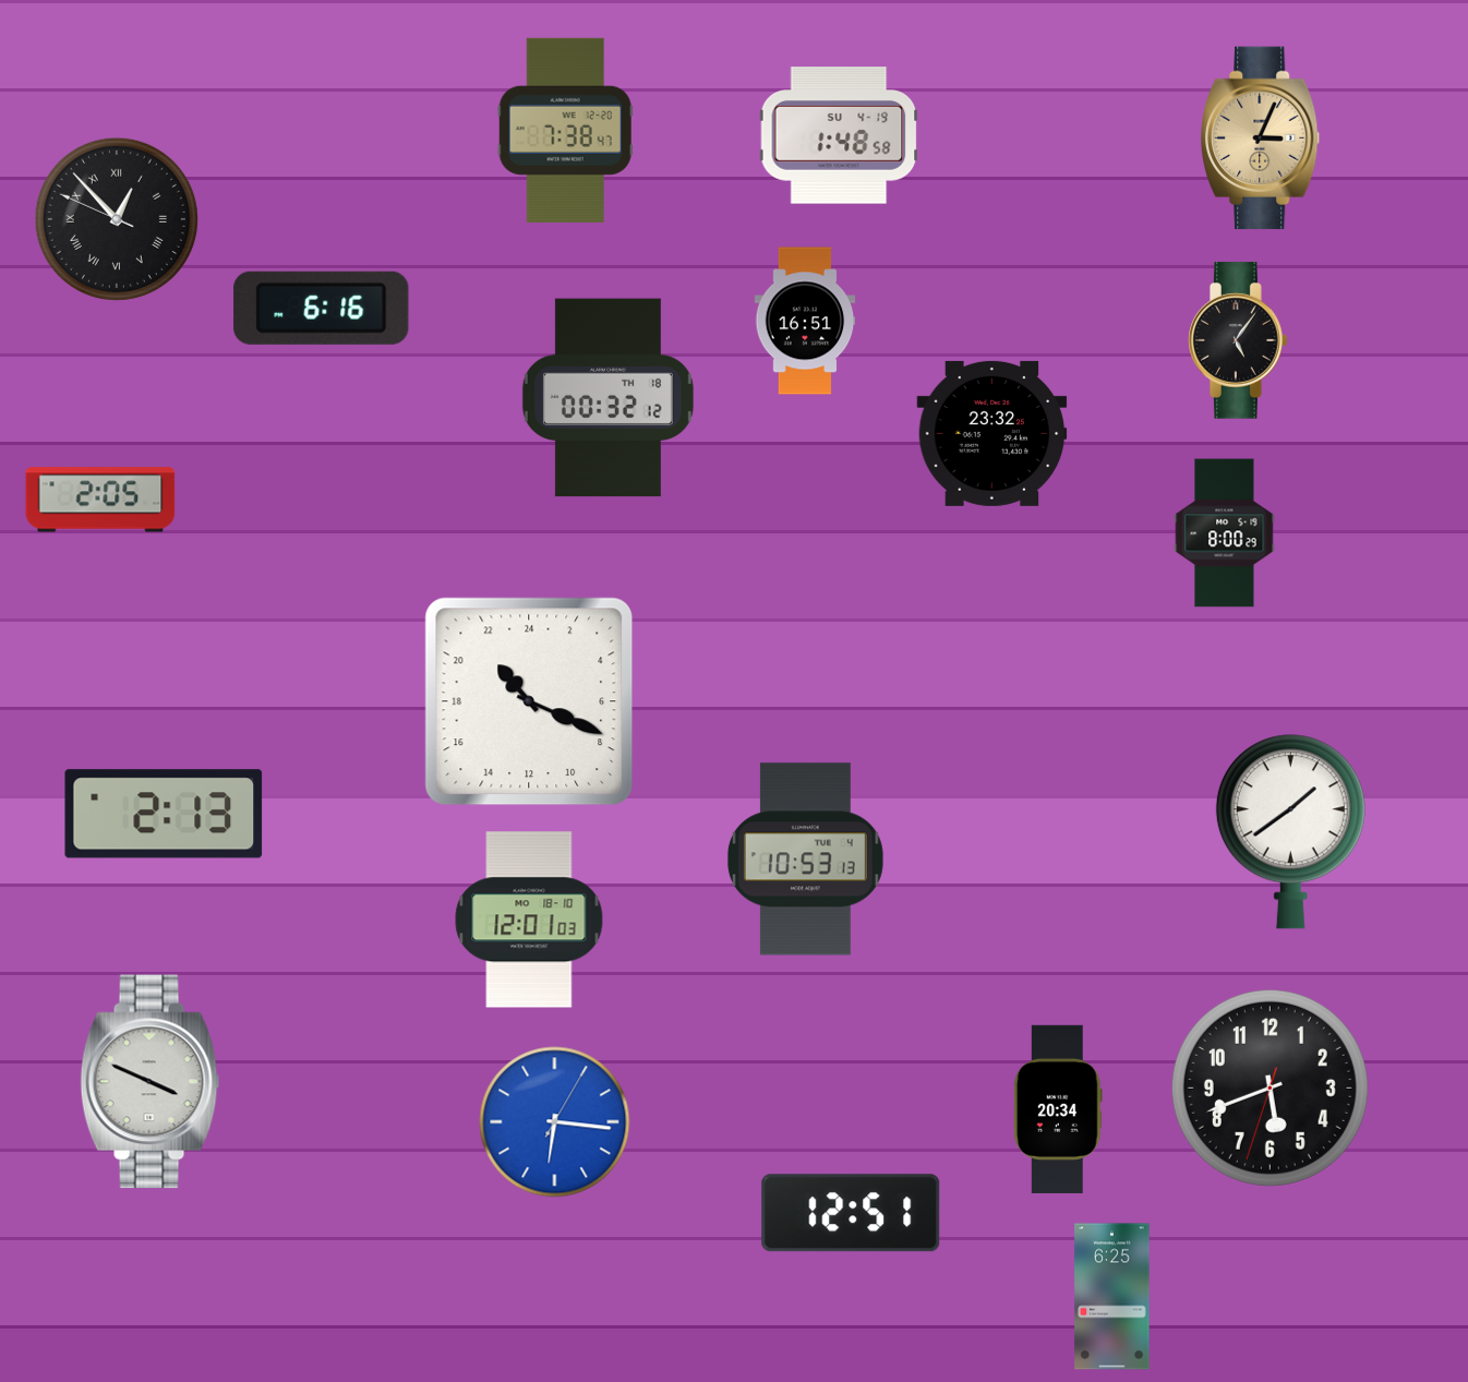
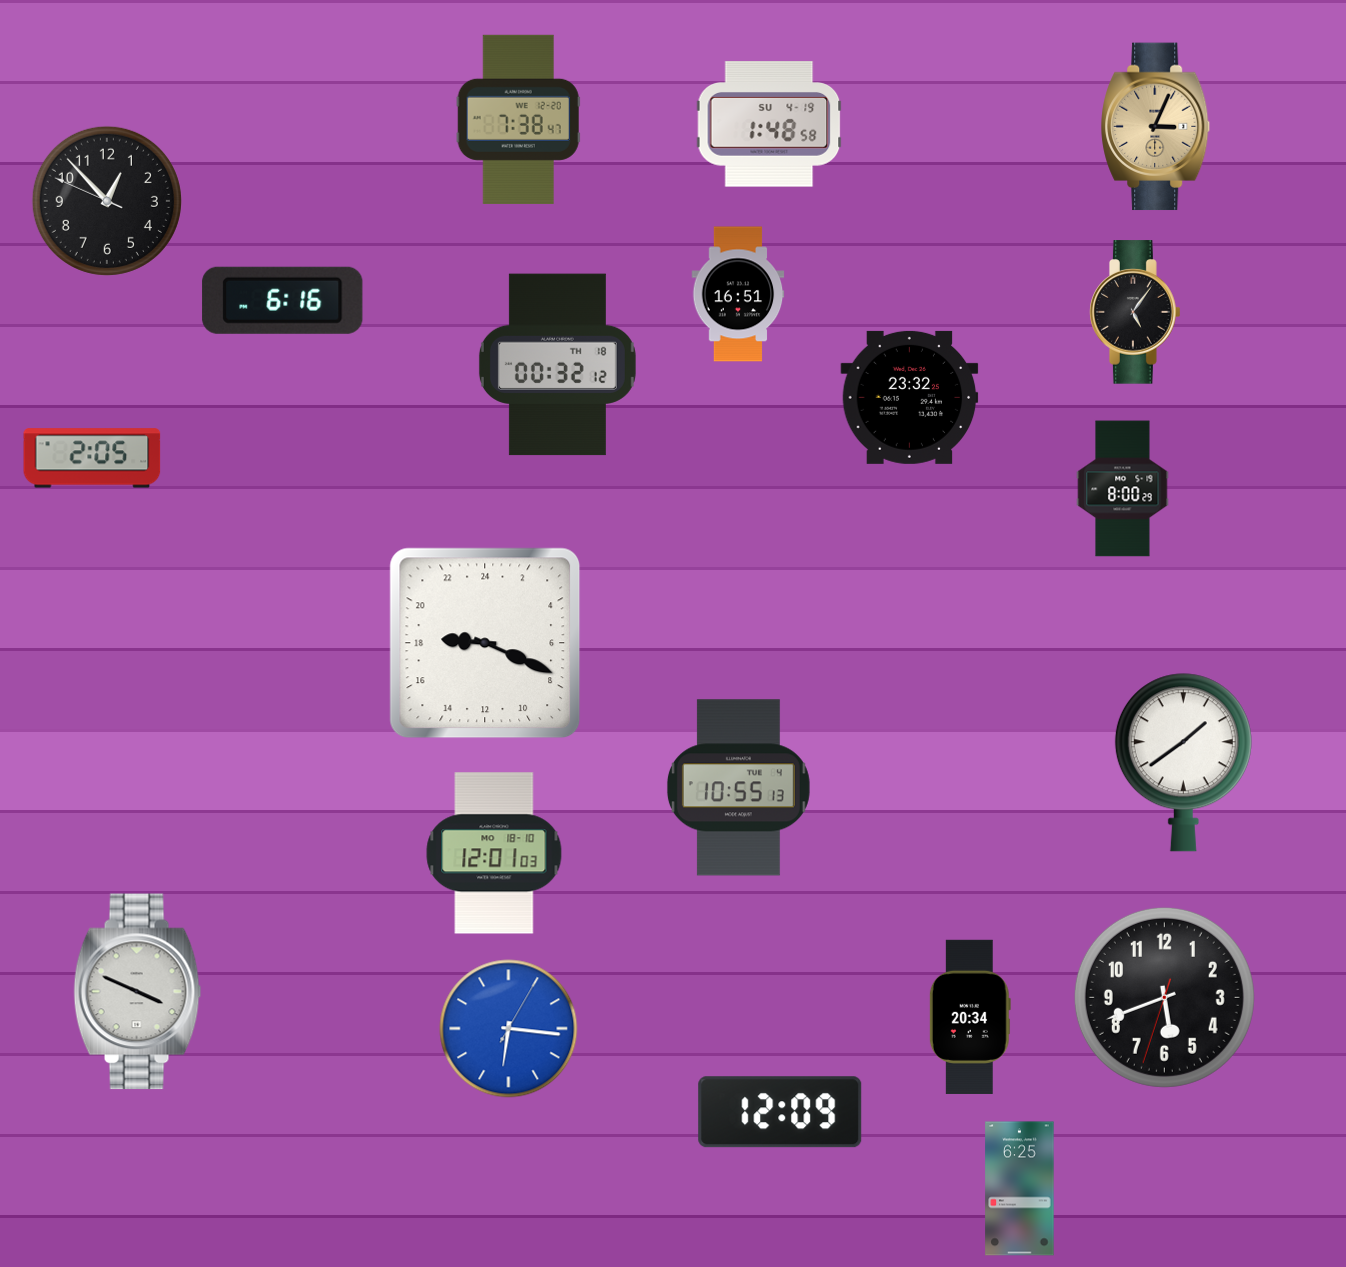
clock at (117, 219) numerals: Roman -> Arabic
clock at (322, 308) position: (322, 308) -> (283, 300)
clock at (529, 701): 21:19 -> 18:19
clock at (164, 814): 2:13 -> none
clock at (805, 860): 10:53 -> 10:55
clock at (529, 920) position: (529, 920) -> (494, 853)
clock at (851, 1213): 12:51 -> 12:09
